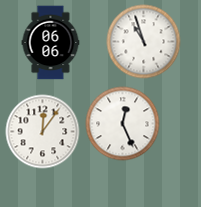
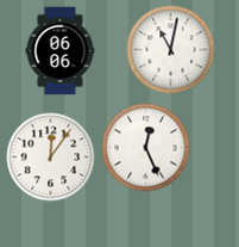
clock at (144, 42): 10:57 -> 11:02
